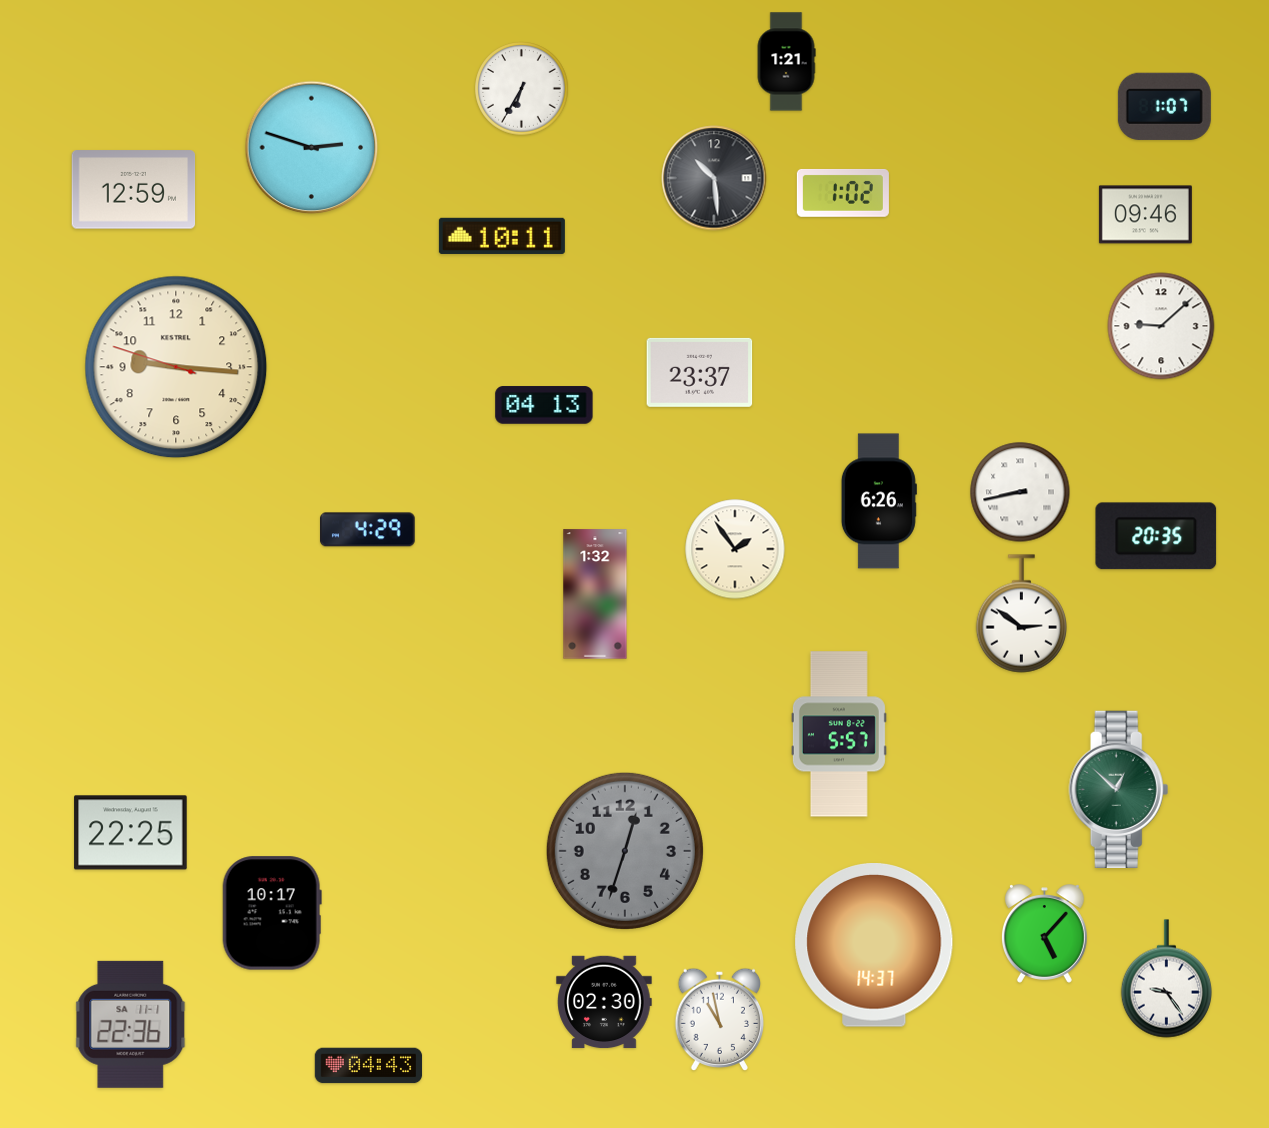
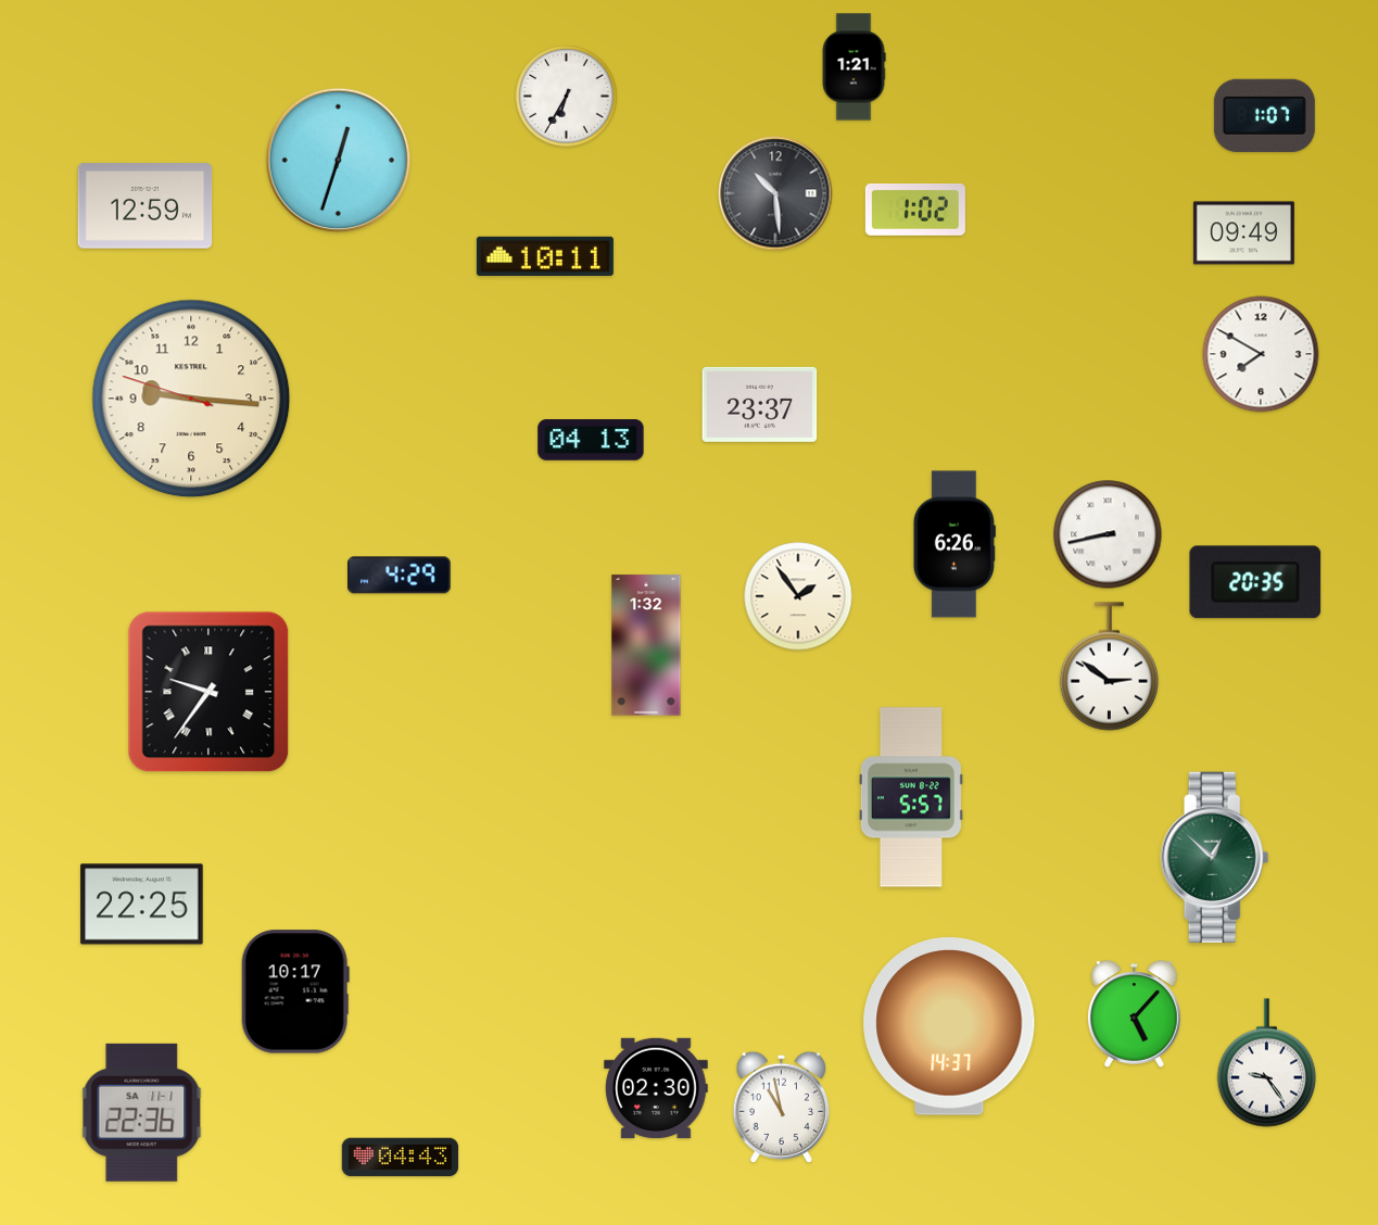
clock at (312, 148): 2:48 -> 12:33
clock at (1145, 215): 09:46 -> 09:49
clock at (1161, 326): 9:08 -> 7:50
clock at (208, 692): none -> 9:36
clock at (625, 851): 12:33 -> none
